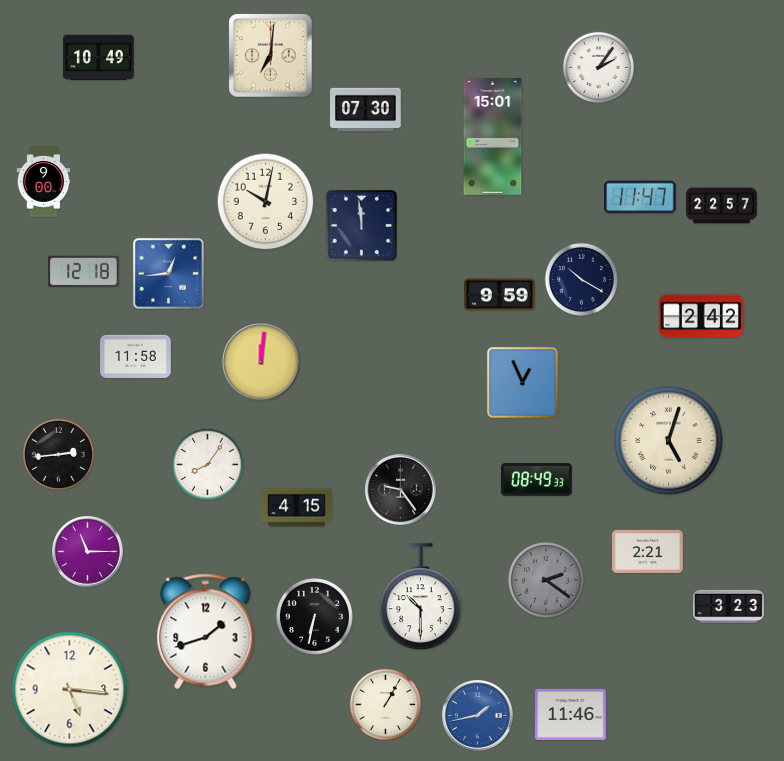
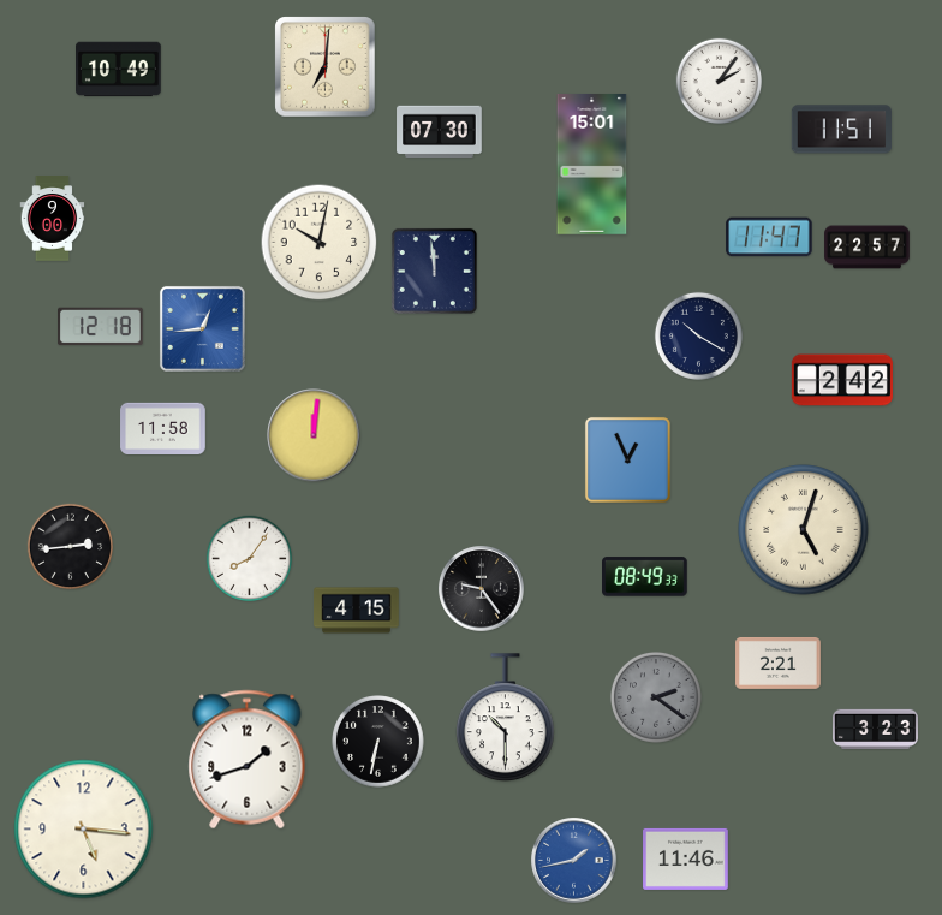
clock at (841, 130): none -> 11:51
clock at (500, 295): 9:59 -> none
clock at (88, 552): 11:15 -> none
clock at (386, 705): 1:05 -> none
